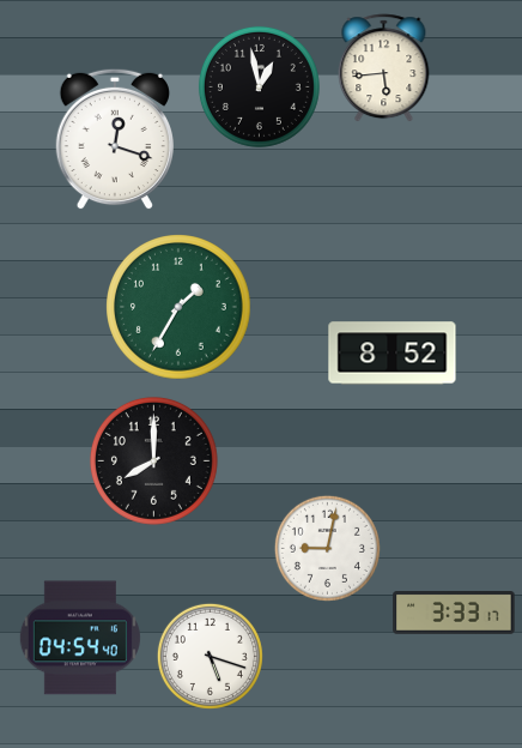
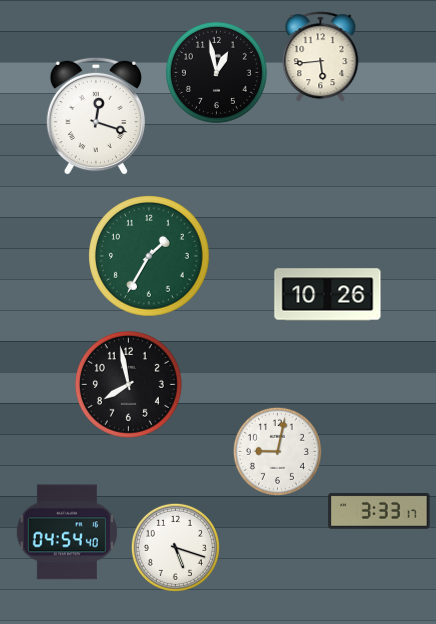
clock at (393, 354): 8:52 -> 10:26
clock at (153, 460): 8:00 -> 7:58
clock at (327, 548) position: (327, 548) -> (277, 451)
